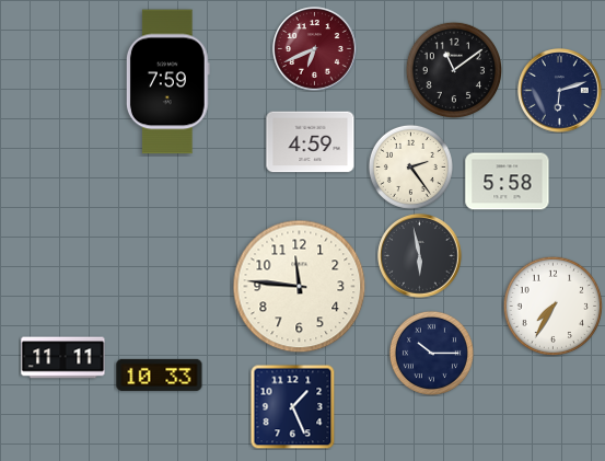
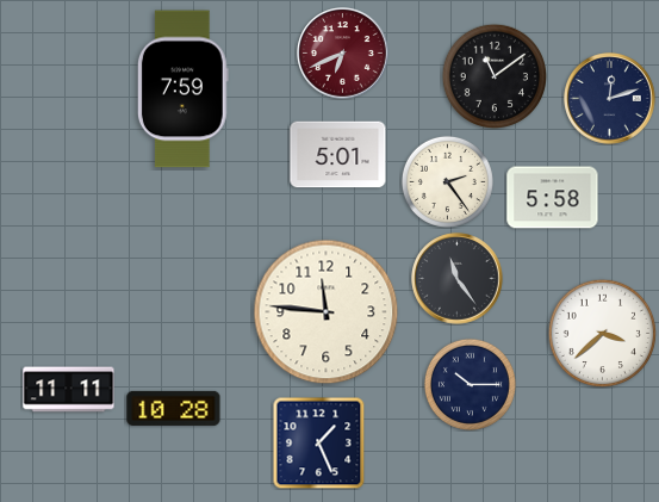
clock at (560, 91): 6:12 -> 12:12
clock at (311, 142): 4:59 -> 5:01
clock at (420, 256): 5:58 -> 11:24
clock at (552, 306): 7:35 -> 3:38
clock at (160, 374): 10:33 -> 10:28
